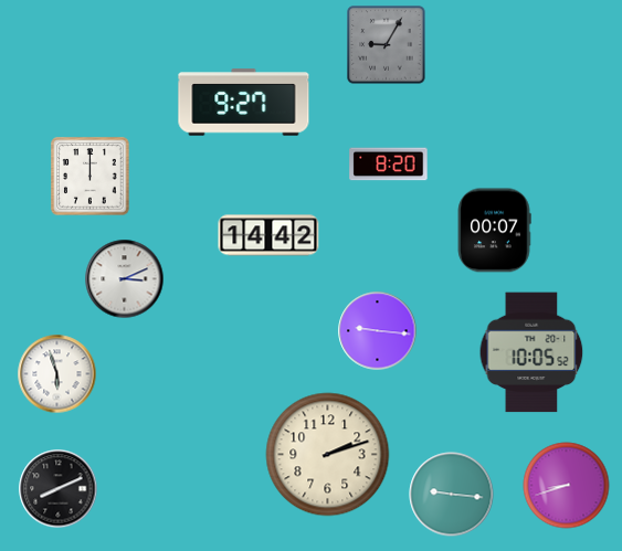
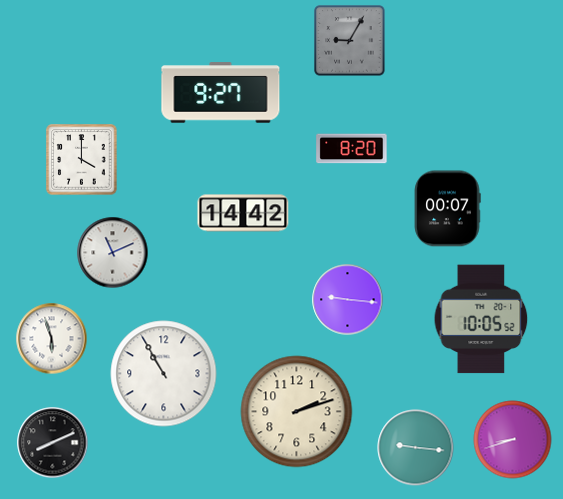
clock at (91, 177): 12:00 -> 4:00
clock at (125, 279): 3:11 -> 11:11
clock at (378, 331) position: (378, 331) -> (348, 300)
clock at (164, 374): none -> 10:55
clock at (452, 495) position: (452, 495) -> (416, 448)
